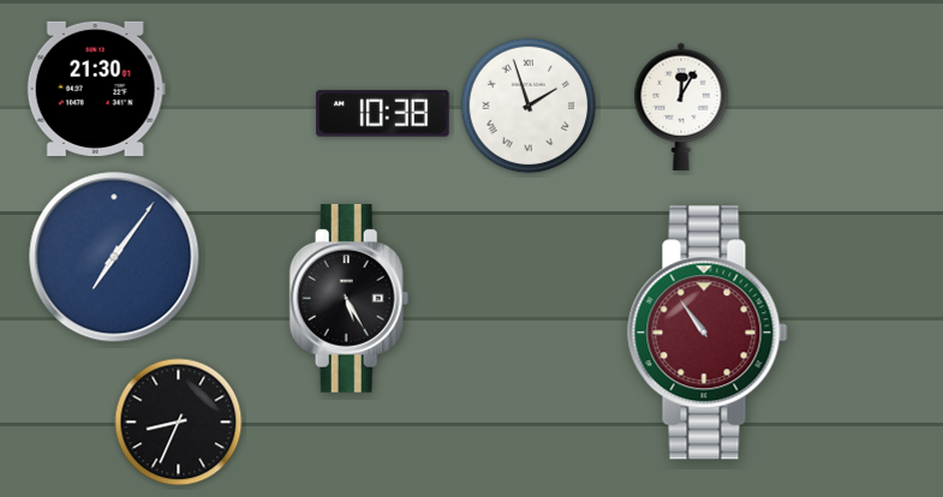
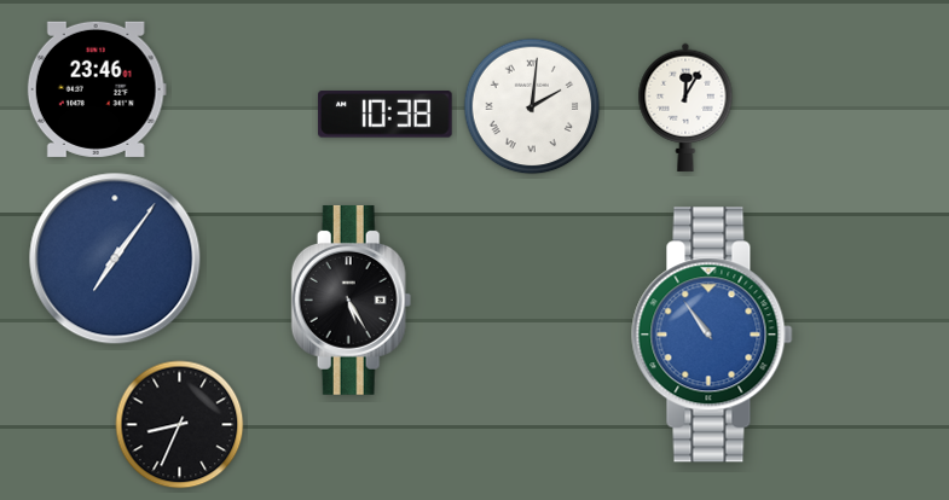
clock at (96, 89): 21:30 -> 23:46
clock at (529, 106): 1:57 -> 2:01
clock at (708, 333) dial: burgundy -> blue
